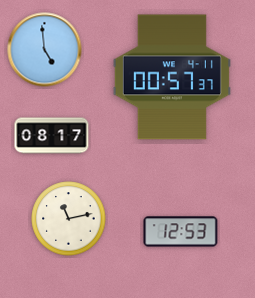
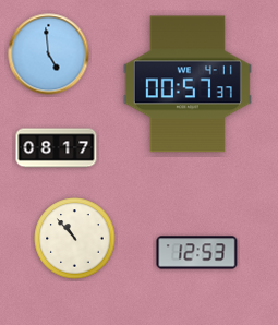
clock at (69, 219): 11:13 -> 10:53
